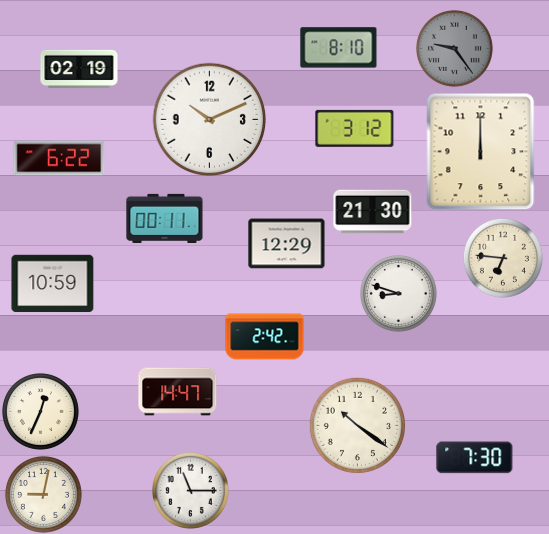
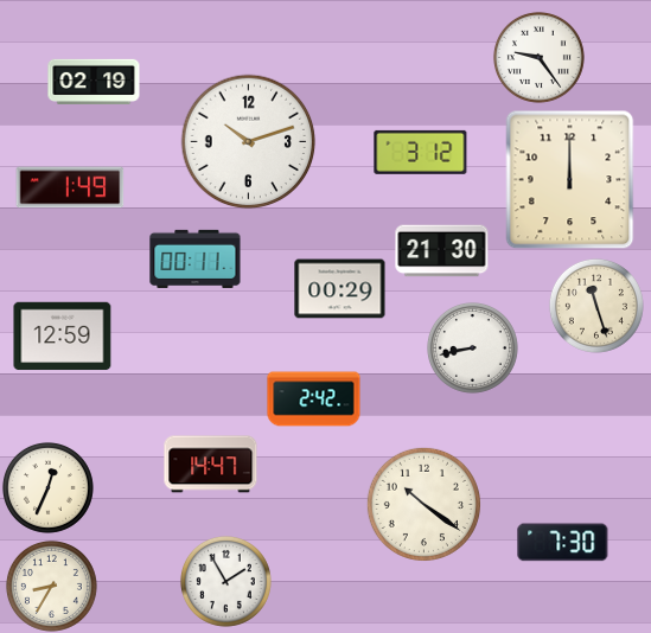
clock at (339, 48): 8:10 -> none
clock at (454, 48) dial: grey -> white
clock at (210, 120): 10:11 -> 10:12
clock at (59, 158): 6:22 -> 1:49
clock at (287, 244): 12:29 -> 00:29
clock at (503, 258): 6:46 -> 11:27
clock at (53, 284): 10:59 -> 12:59
clock at (398, 293): 8:48 -> 8:43
clock at (190, 490): 11:15 -> 1:55
clock at (43, 494): 9:02 -> 8:35
